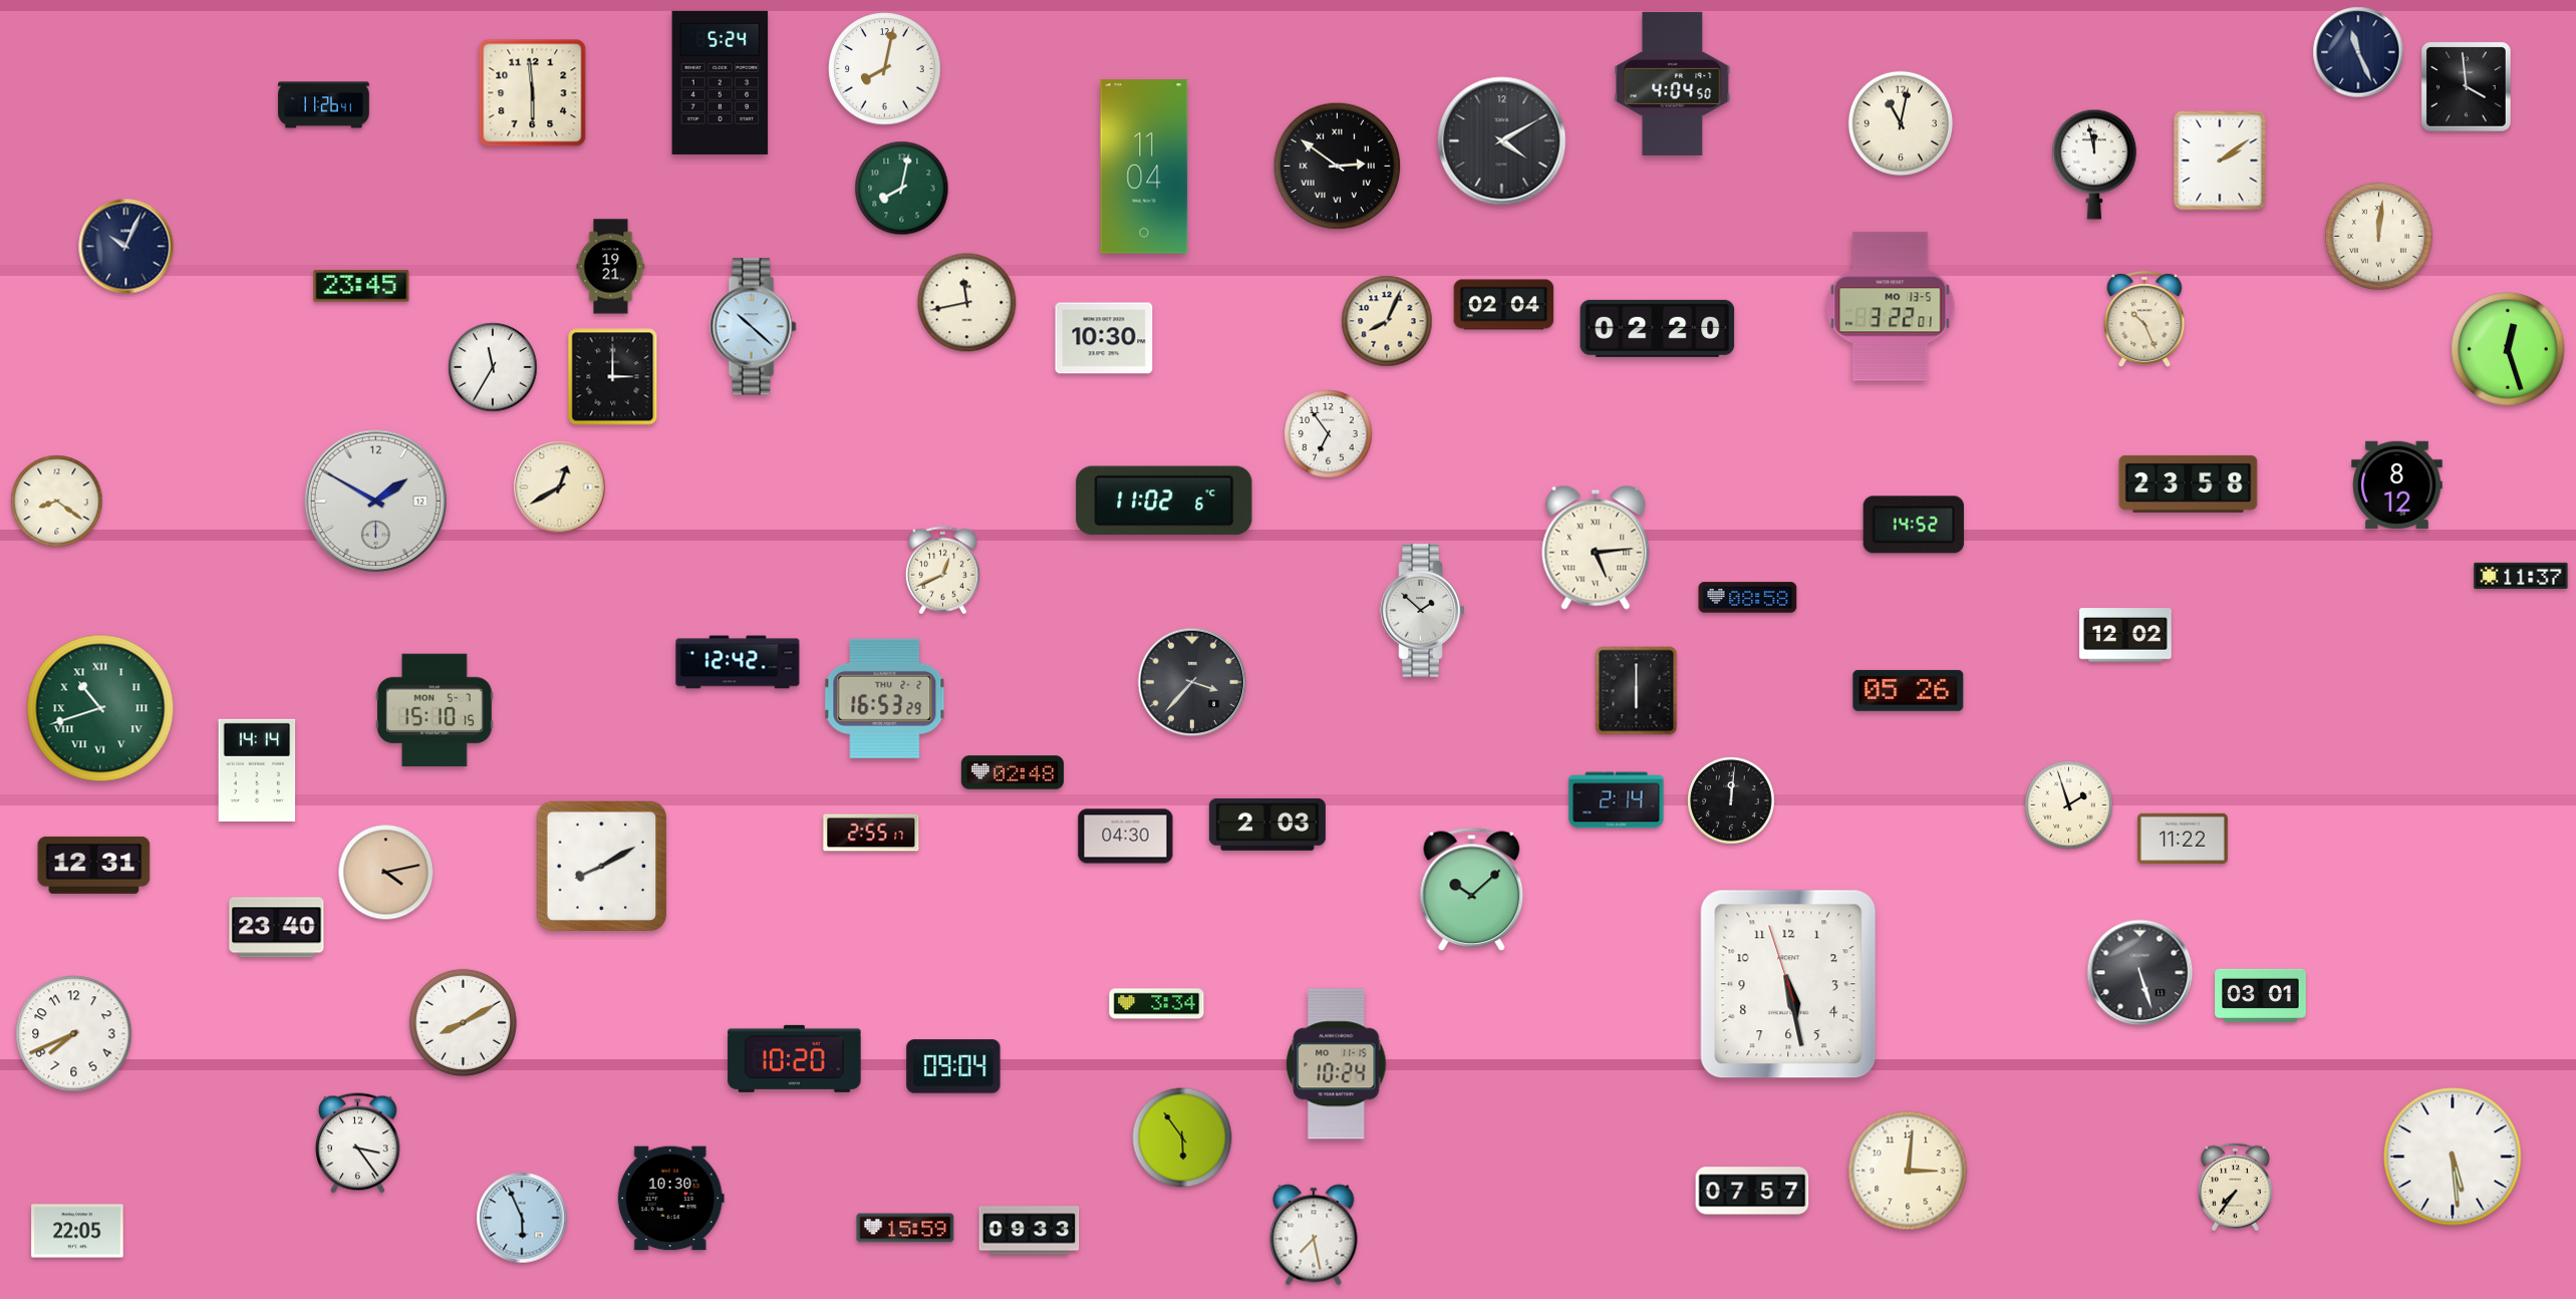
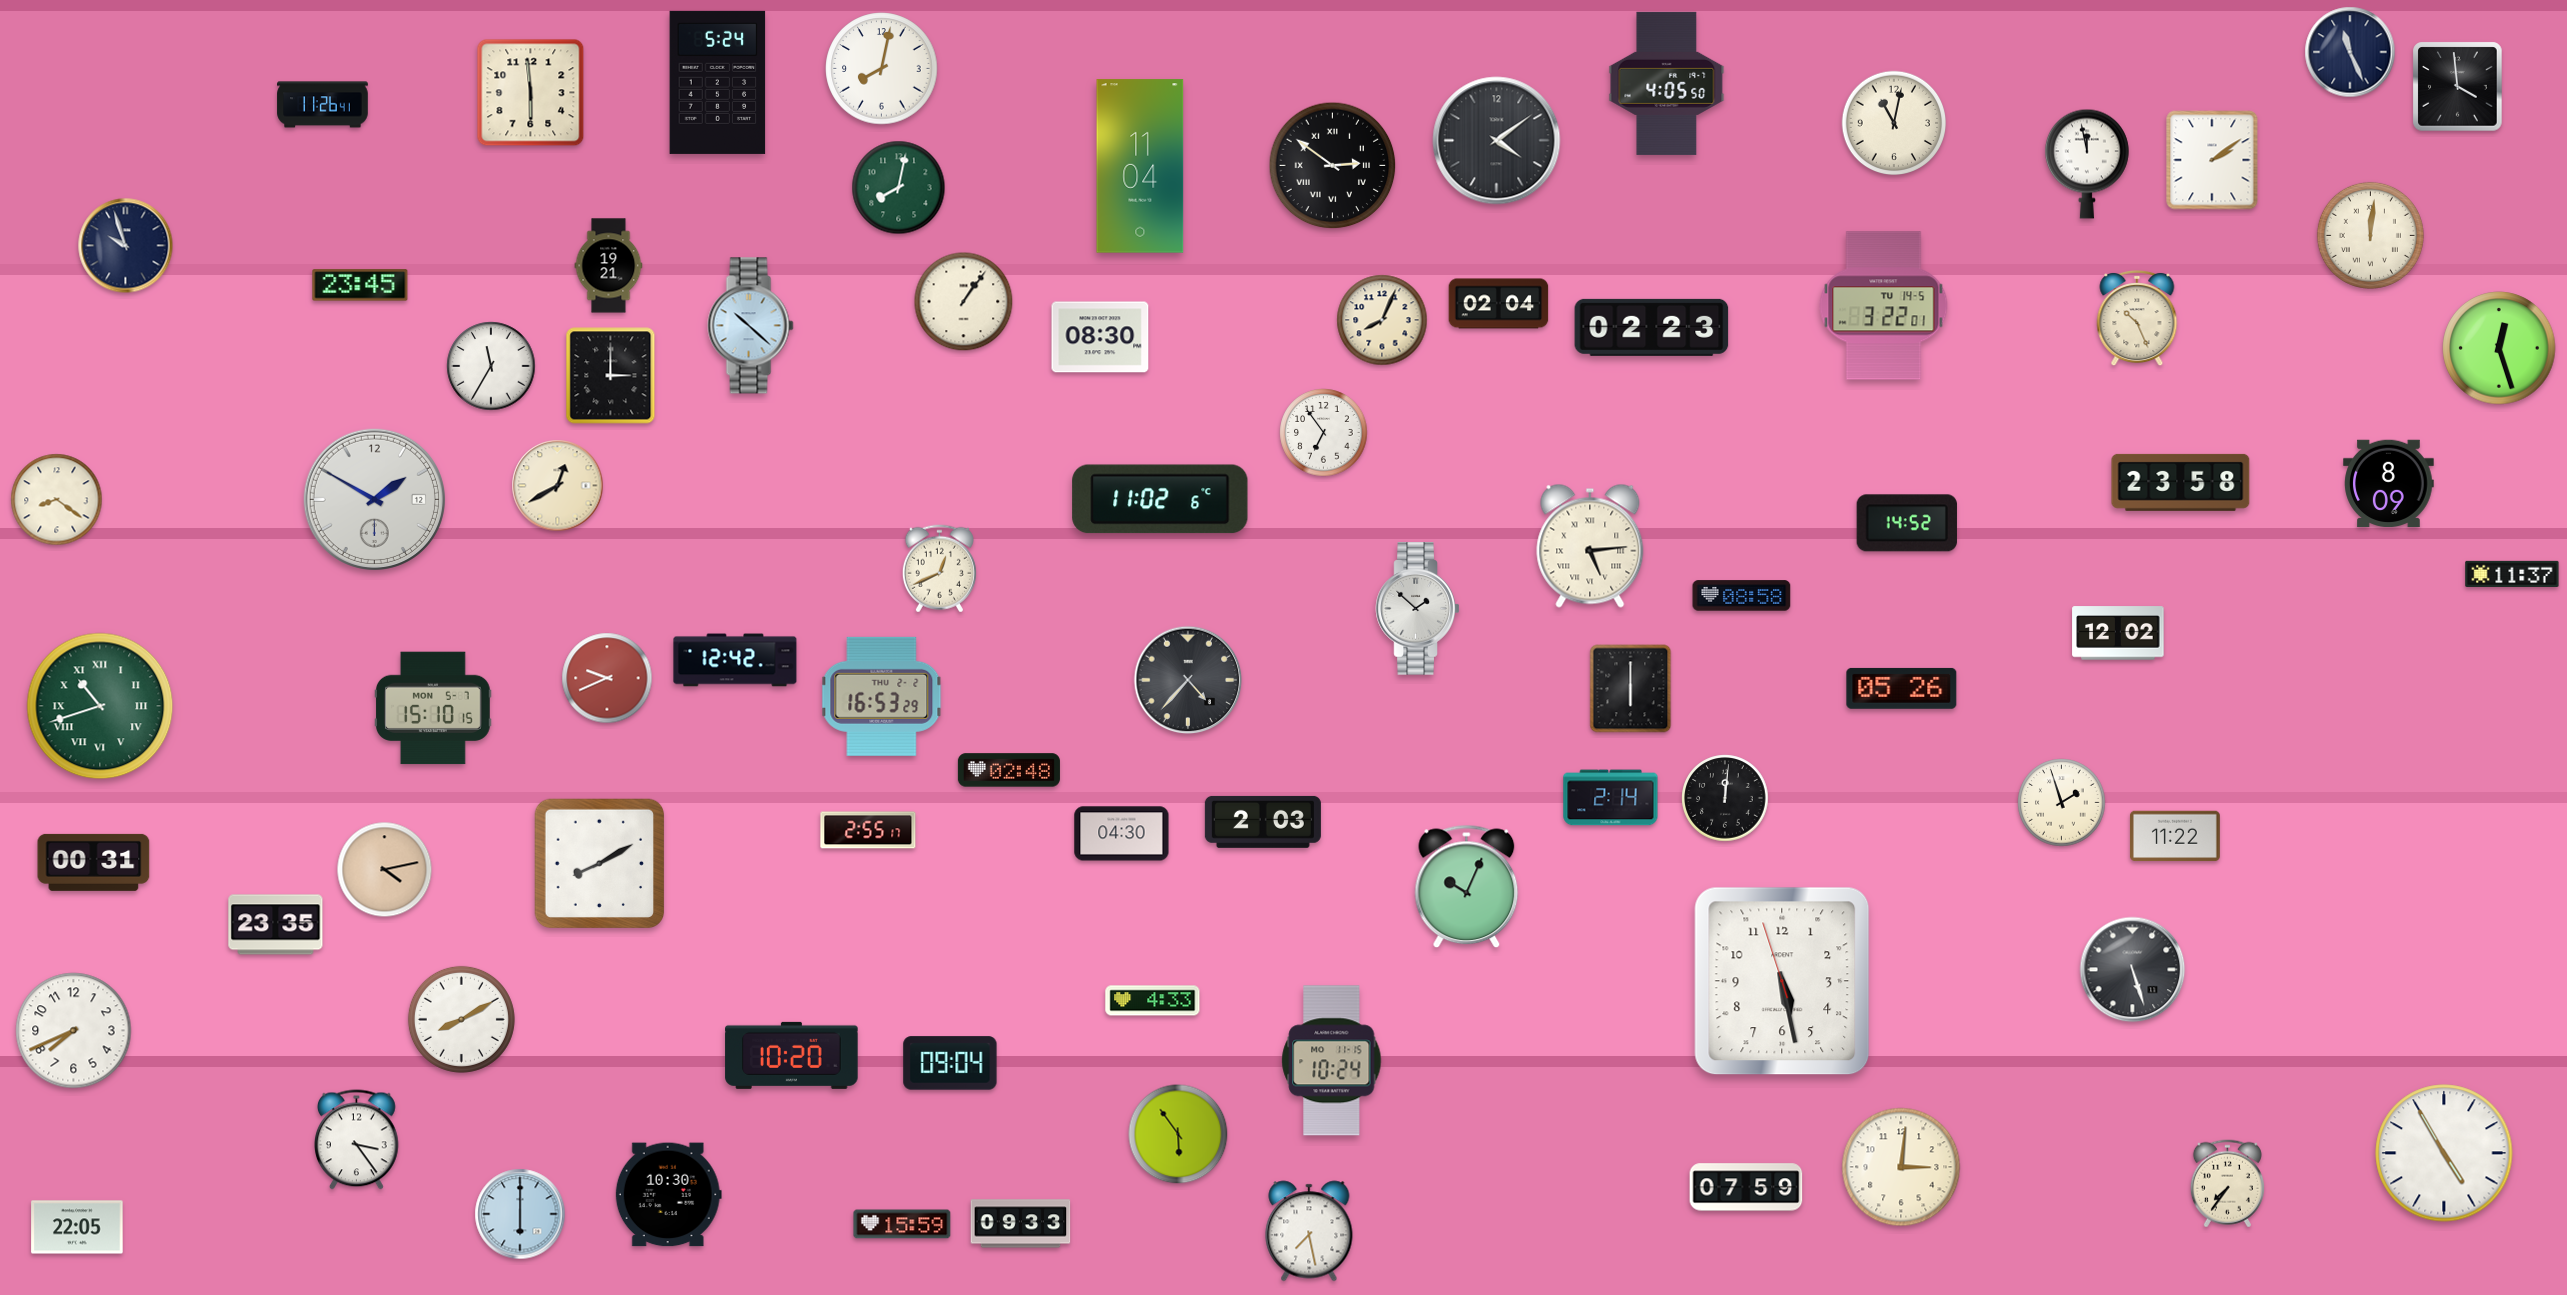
clock at (1673, 83): 4:04 -> 4:05
clock at (1502, 141): 4:10 -> 4:09
clock at (126, 247): 10:04 -> 9:57
clock at (967, 303): 11:43 -> 1:06
clock at (1891, 307) date: MO 13-5 -> TU 14-5
clock at (1658, 328): 02:20 -> 02:23
clock at (1104, 338): 10:30 -> 08:30
clock at (2397, 485): 8:12 -> 8:09
clock at (607, 678): none -> 9:41
clock at (1192, 682): 3:37 -> 4:37
clock at (257, 770): 14:14 -> none
clock at (94, 865): 12:31 -> 00:31
clock at (1472, 890): 10:08 -> 10:04
clock at (277, 928): 23:40 -> 23:35
clock at (2261, 995): 03:01 -> none
clock at (1157, 1004): 3:34 -> 4:33
clock at (2453, 1157): 5:29 -> 4:55
clock at (1752, 1191): 07:57 -> 07:59
clock at (522, 1218): 5:56 -> 6:00
clock at (1030, 1231) position: (1030, 1231) -> (1021, 1224)
